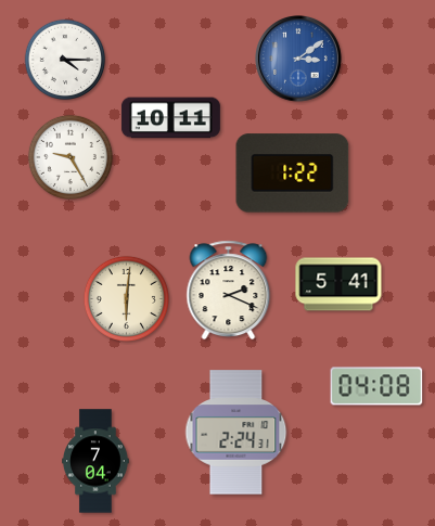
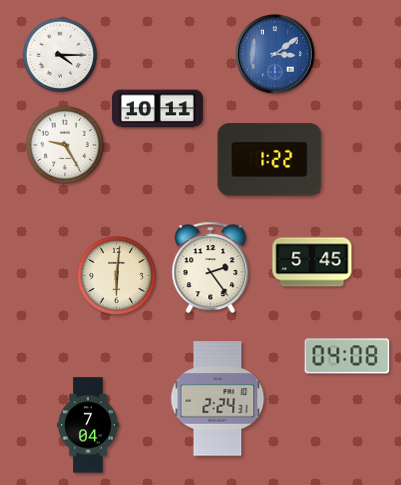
clock at (338, 284): 5:41 -> 5:45
clock at (229, 291): 2:19 -> 2:24
